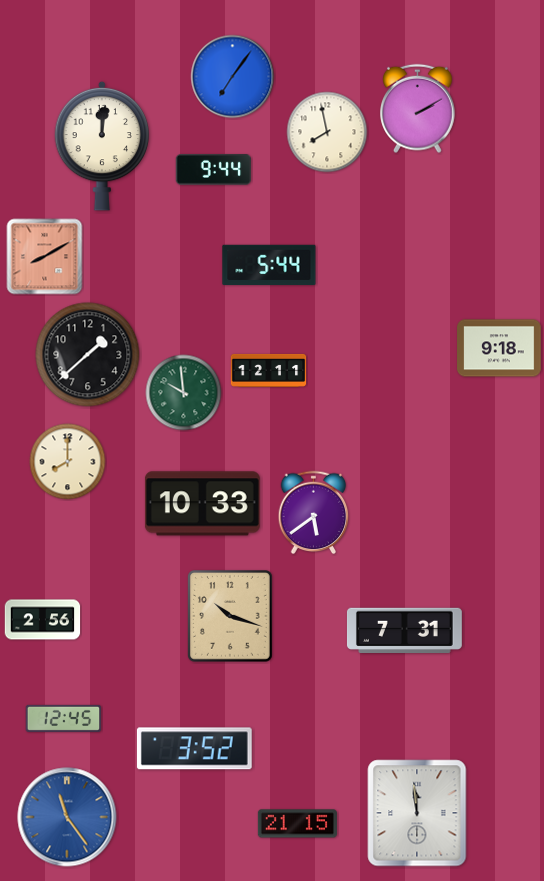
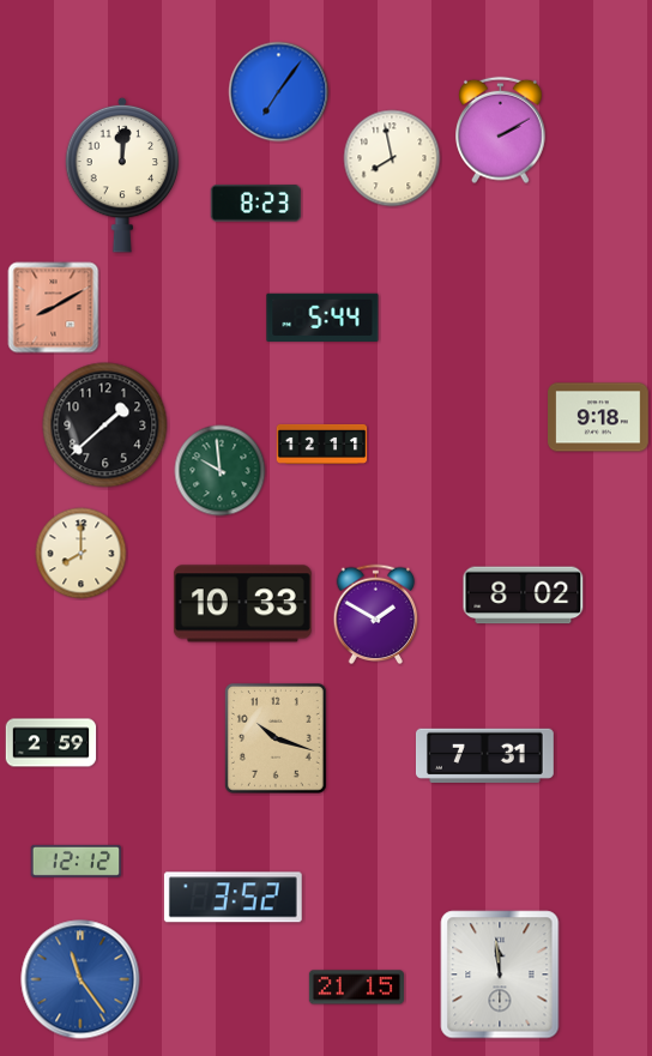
clock at (214, 170): 9:44 -> 8:23
clock at (524, 596): none -> 8:02
clock at (314, 513): 5:39 -> 1:50
clock at (43, 620): 2:56 -> 2:59
clock at (64, 718): 12:45 -> 12:12
